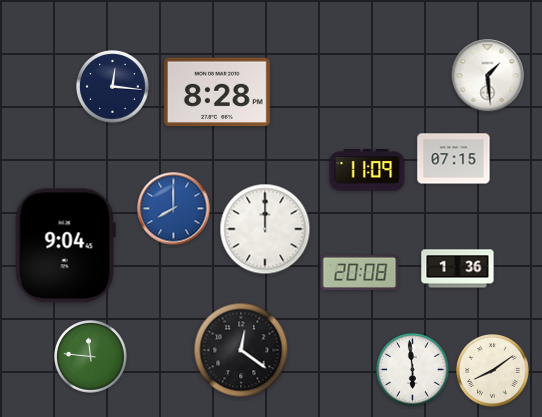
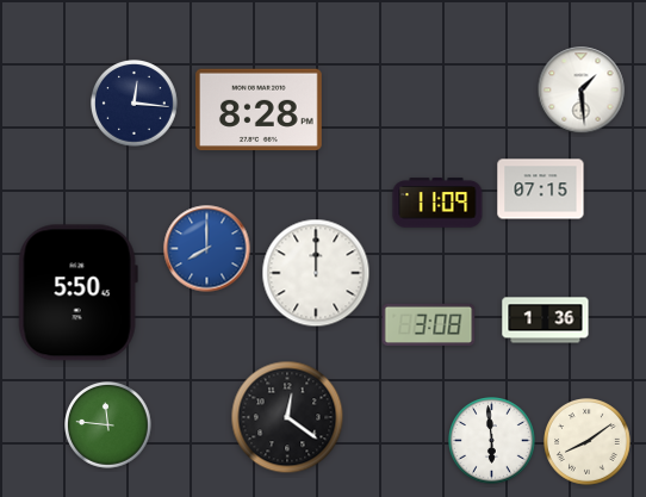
clock at (65, 246): 9:04 -> 5:50
clock at (360, 273): 20:08 -> 3:08
